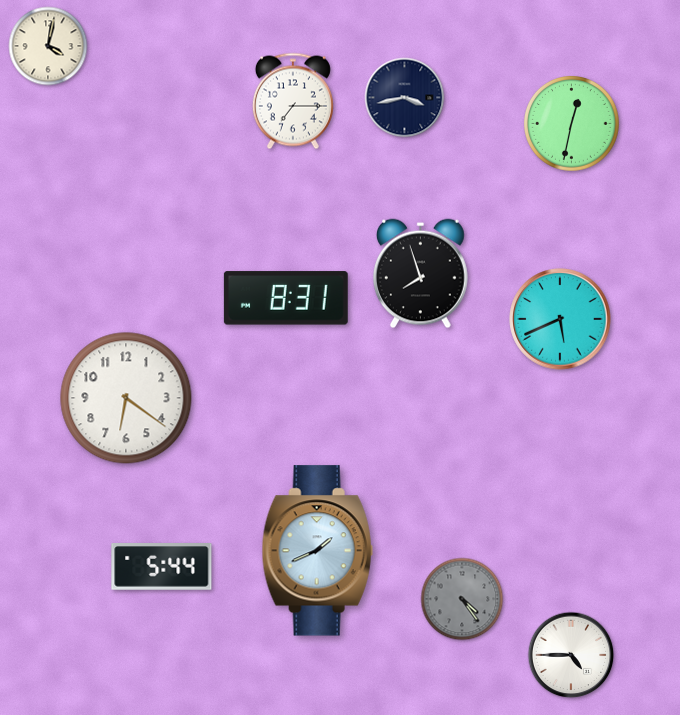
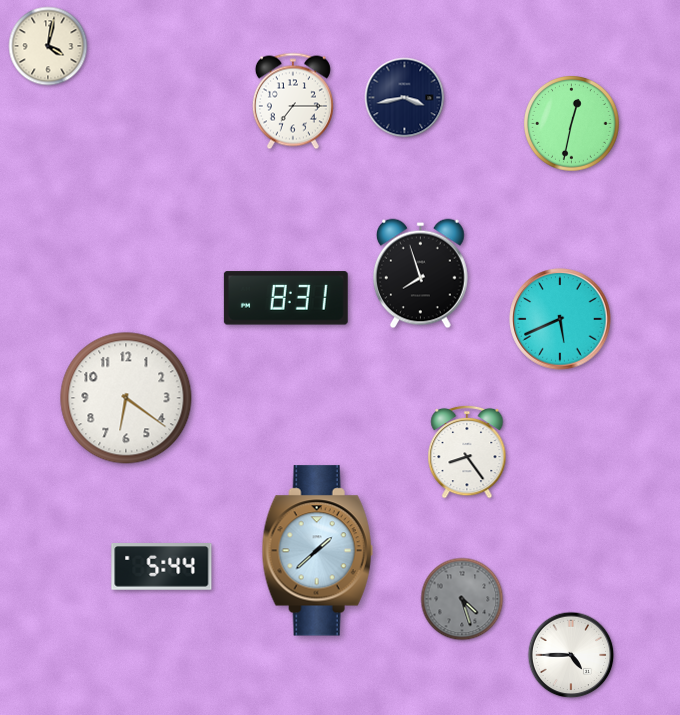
clock at (467, 452): none -> 8:24
clock at (317, 551): 1:41 -> 1:38
clock at (462, 599): 4:24 -> 4:27
